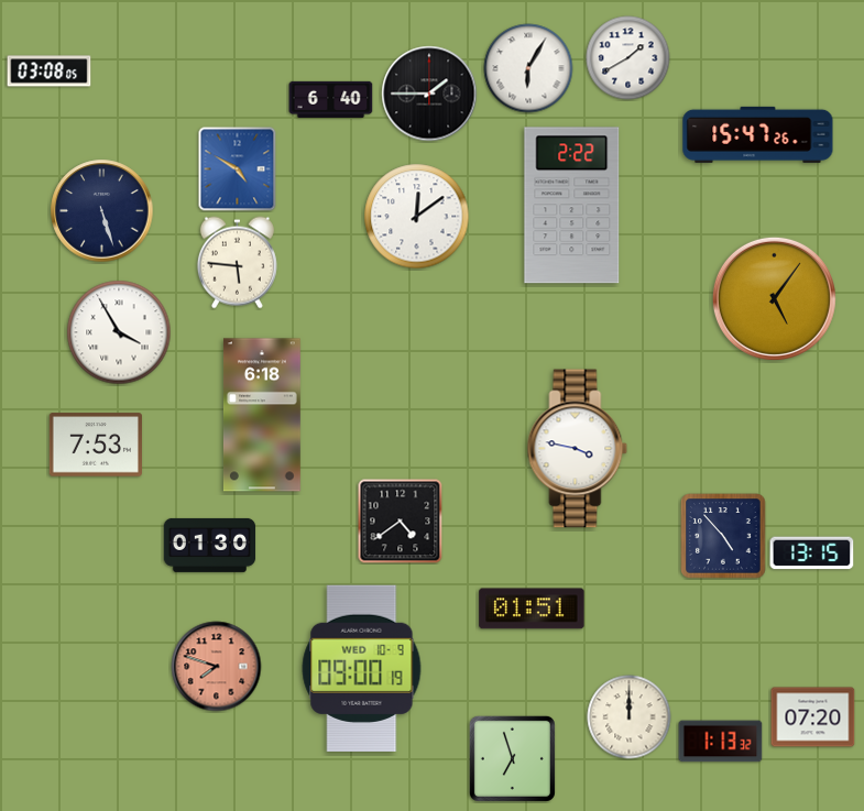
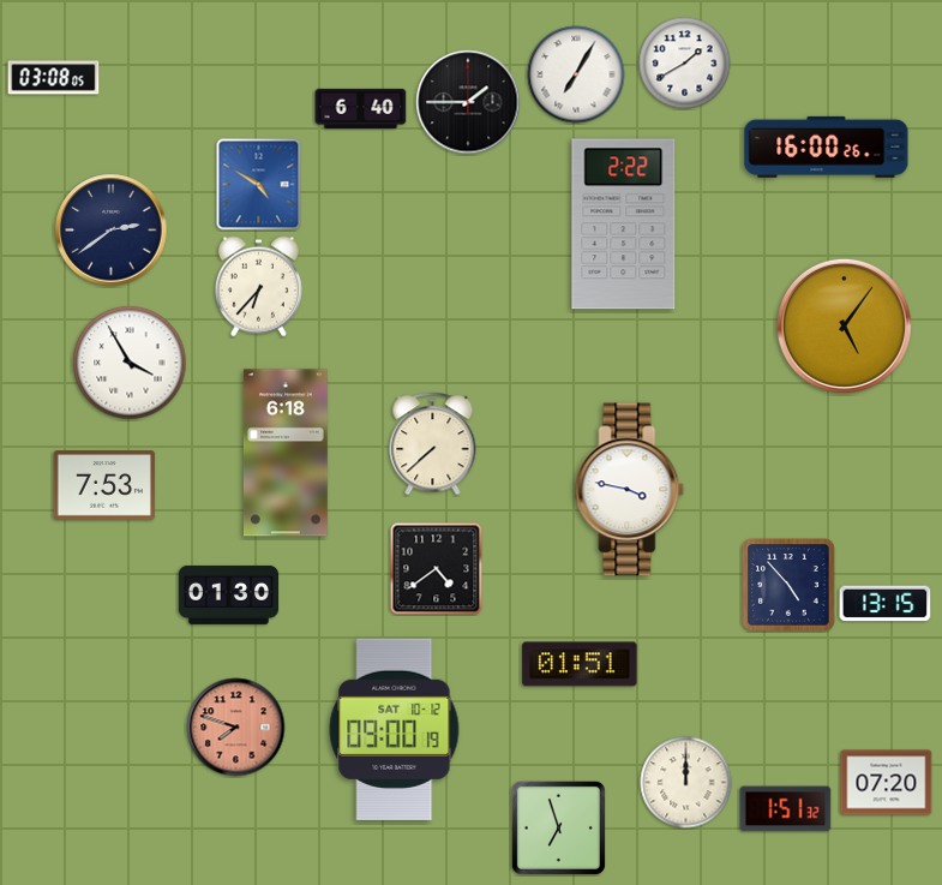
clock at (528, 68): 6:05 -> 7:05
clock at (758, 134): 15:47 -> 16:00
clock at (102, 211): 5:27 -> 2:39
clock at (417, 217): 12:09 -> none
clock at (237, 263): 5:46 -> 6:37
clock at (433, 444): none -> 7:38
clock at (362, 668) date: WED 10-9 -> SAT 10-12
clock at (721, 742): 1:13 -> 1:51
